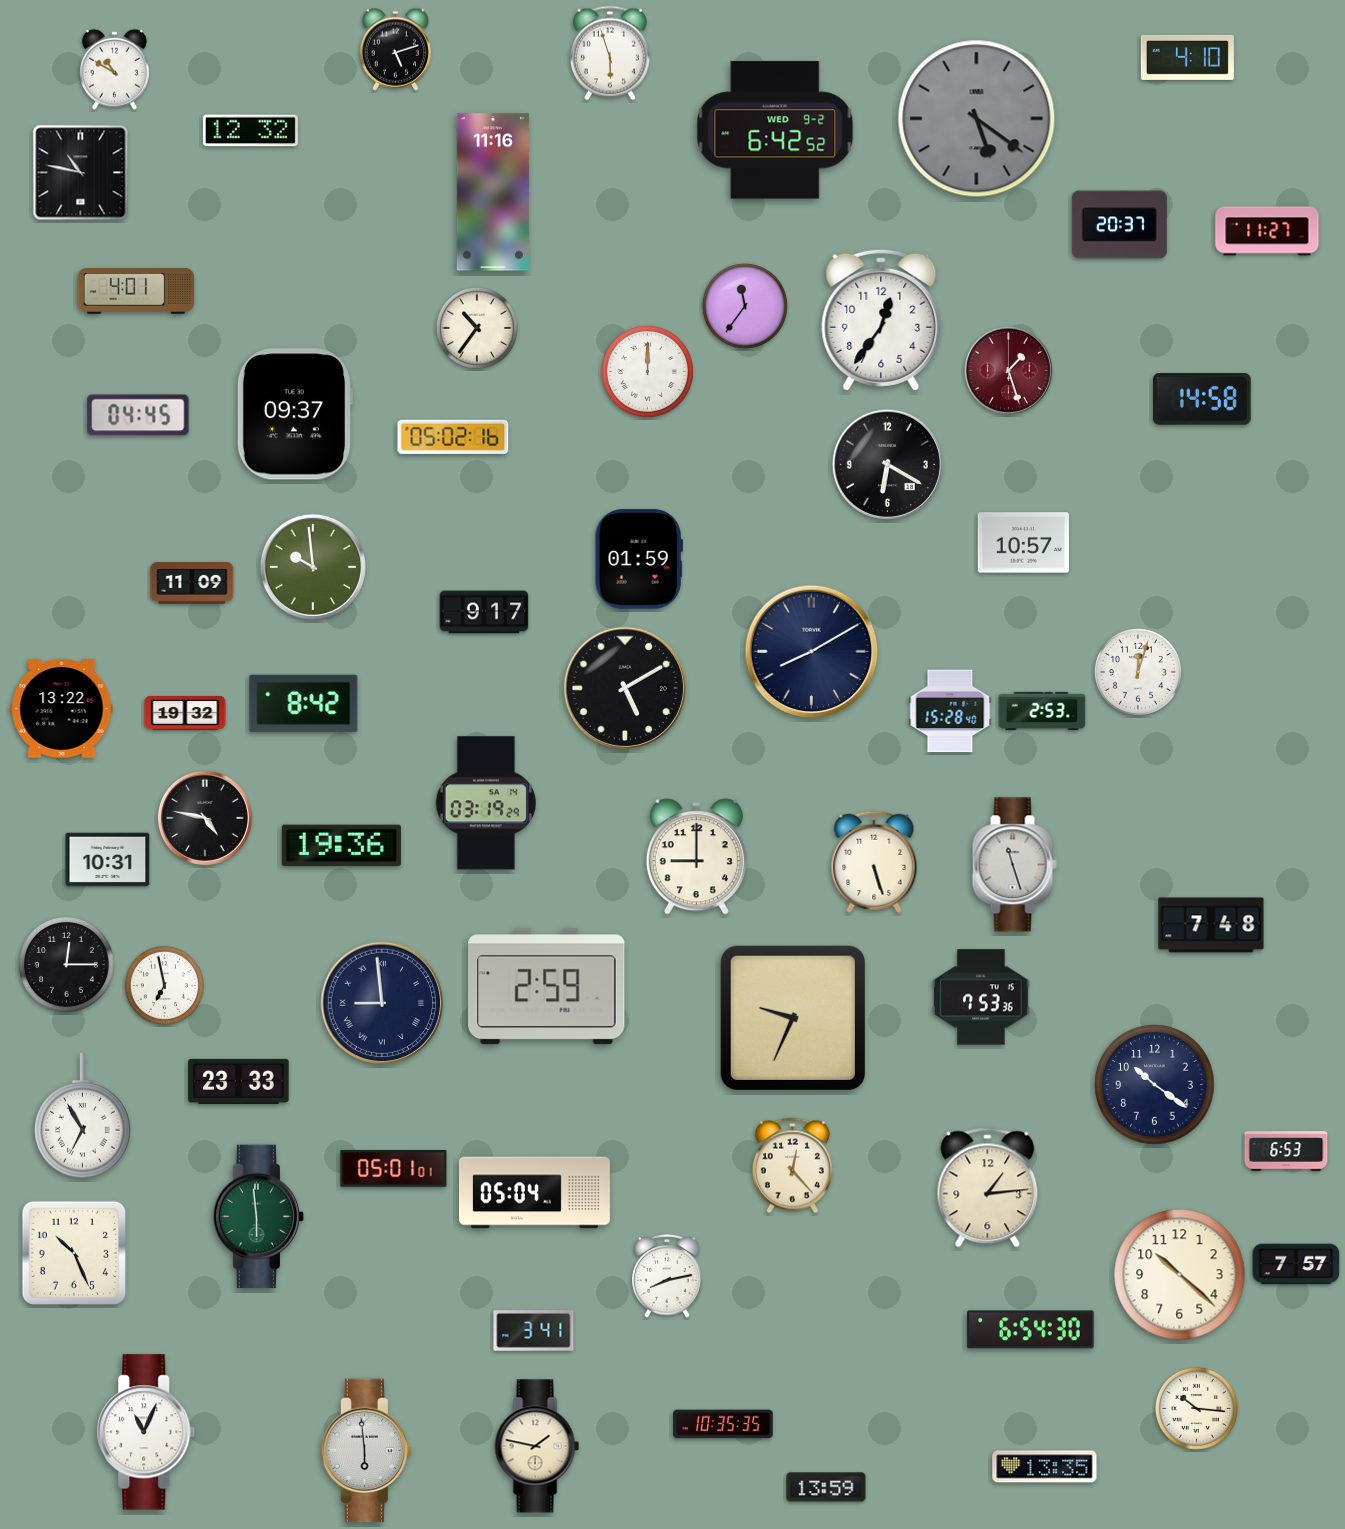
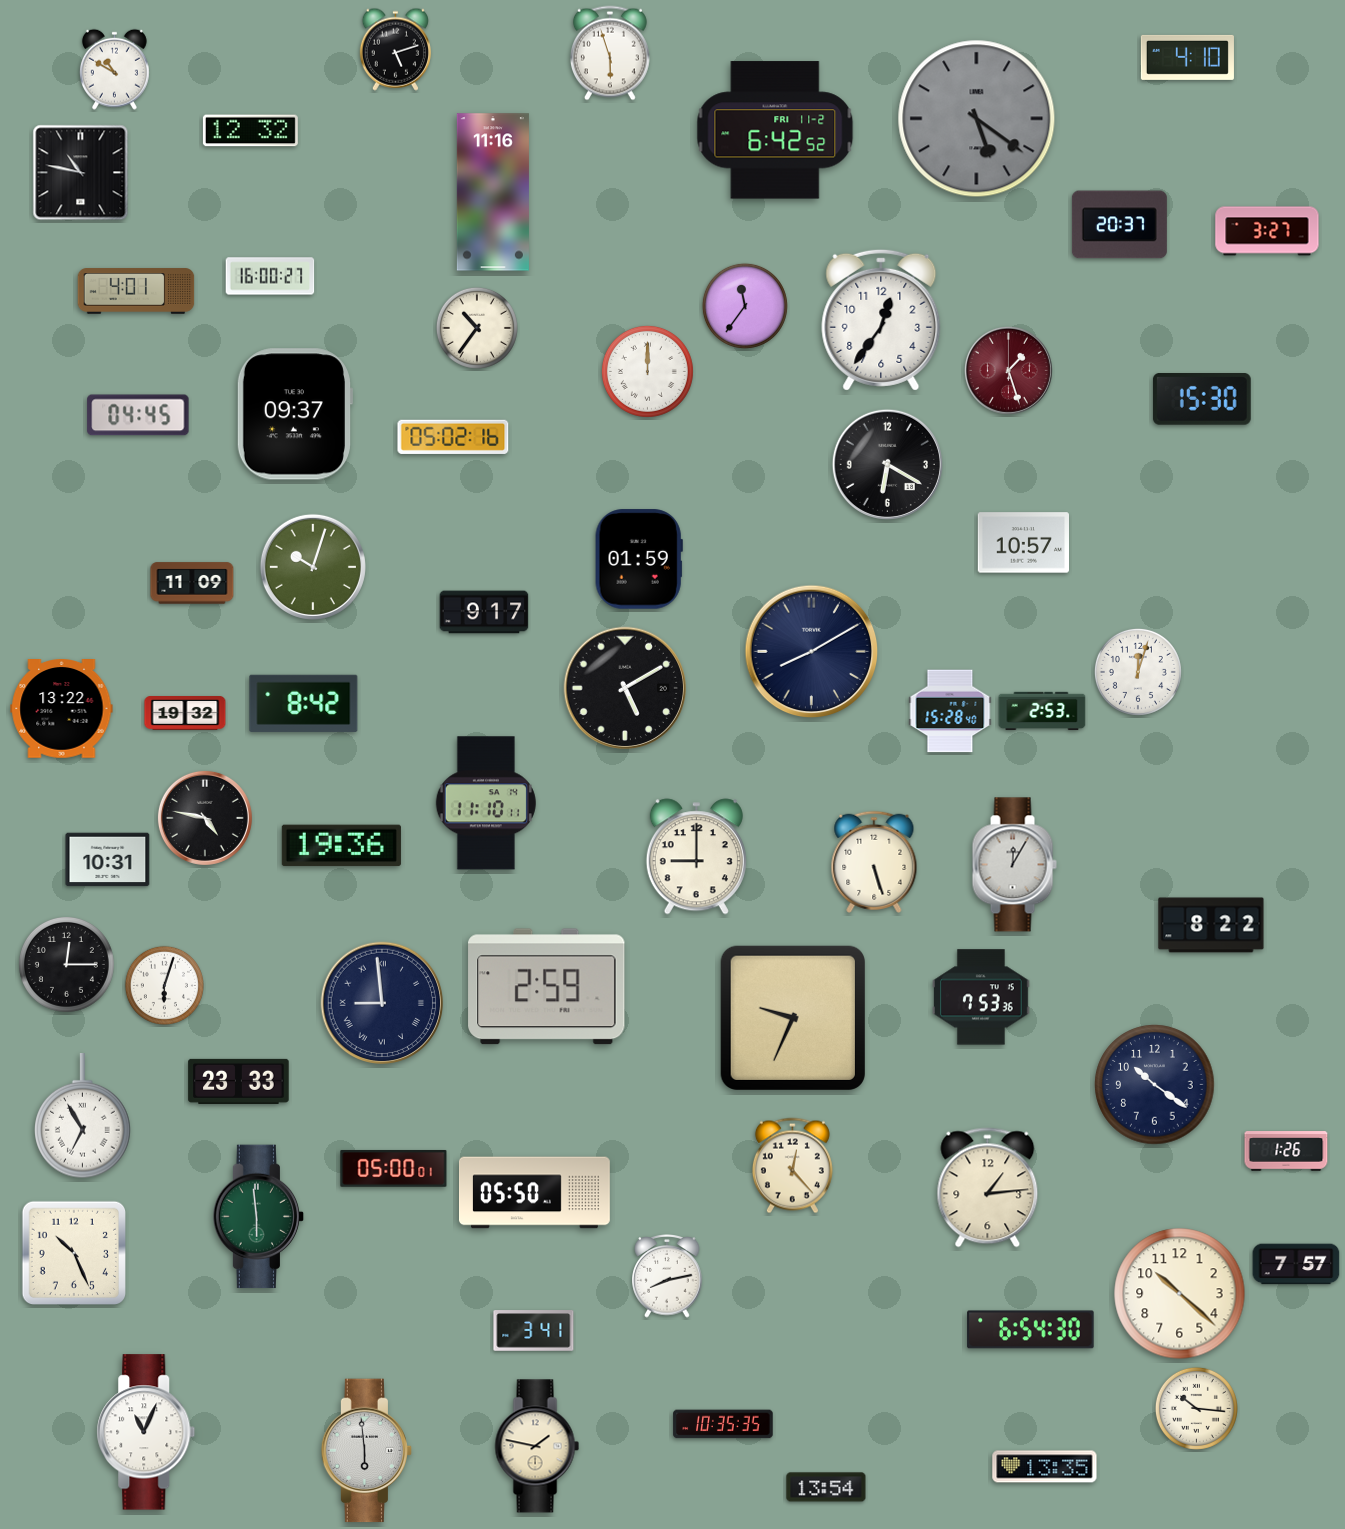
clock at (775, 130) date: WED 9-2 -> FRI 11-2
clock at (1267, 231): 11:27 -> 3:27
clock at (270, 276): none -> 16:00
clock at (1202, 400): 14:58 -> 15:30
clock at (313, 567): 9:59 -> 10:03
clock at (486, 803): 03:19 -> 11:10
clock at (1014, 865): 11:27 -> 12:05
clock at (1211, 925): 7:48 -> 8:22
clock at (164, 985): 6:58 -> 6:03
clock at (1286, 1151): 6:53 -> 1:26
clock at (394, 1168): 05:01 -> 05:00
clock at (535, 1193): 05:04 -> 05:50
clock at (1180, 1275) position: (1180, 1275) -> (1180, 1294)
clock at (826, 1487): 13:59 -> 13:54
